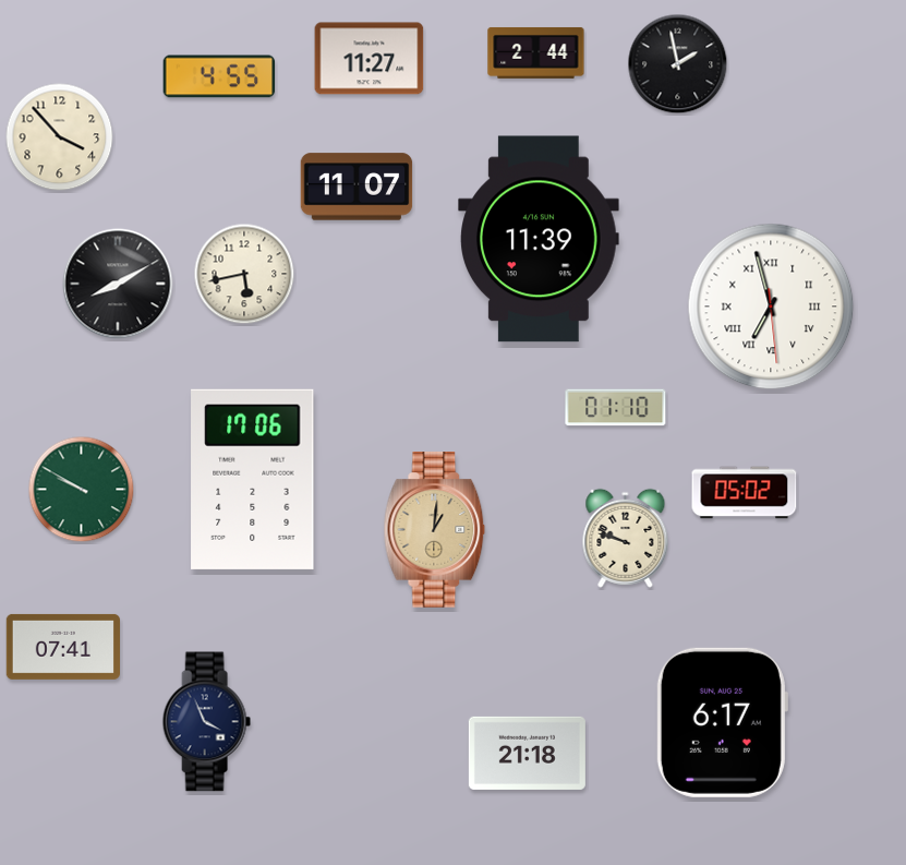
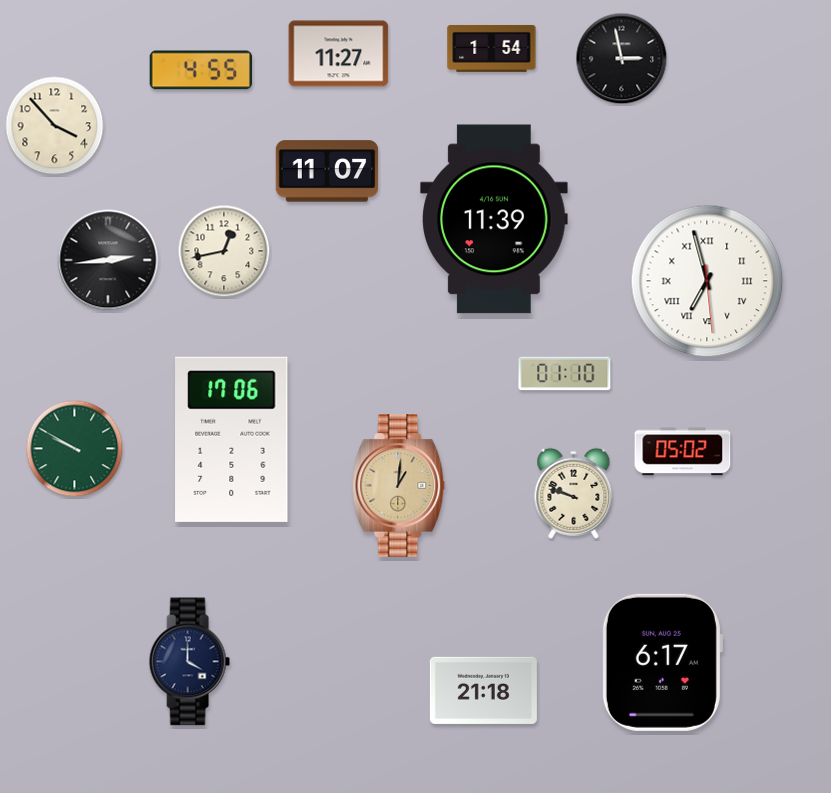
clock at (536, 52): 2:44 -> 1:54
clock at (678, 64): 1:58 -> 2:58
clock at (244, 274): 5:43 -> 12:43
clock at (118, 284): 8:10 -> 2:44
clock at (62, 647): 07:41 -> none
clock at (206, 722): 3:56 -> 4:00
